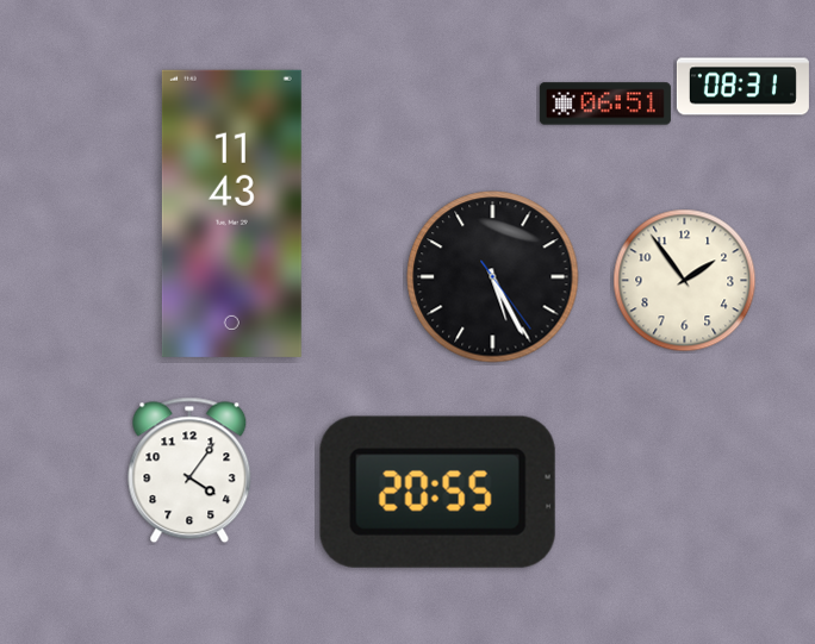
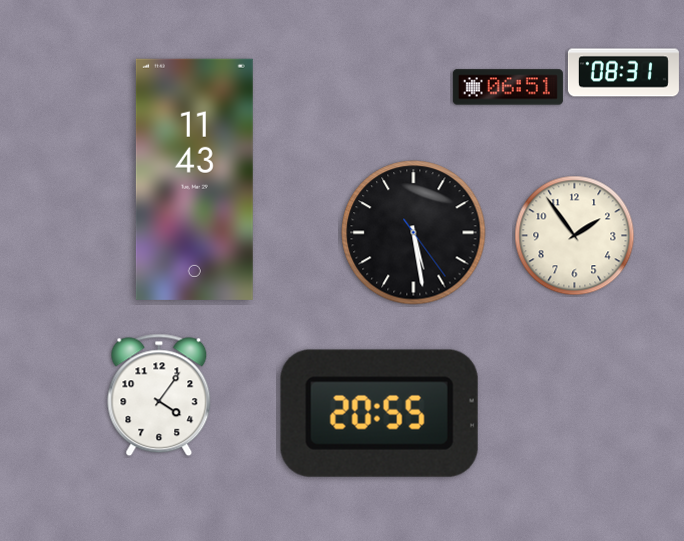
clock at (493, 277): 5:25 -> 5:28
clock at (437, 492) position: (437, 492) -> (379, 413)
